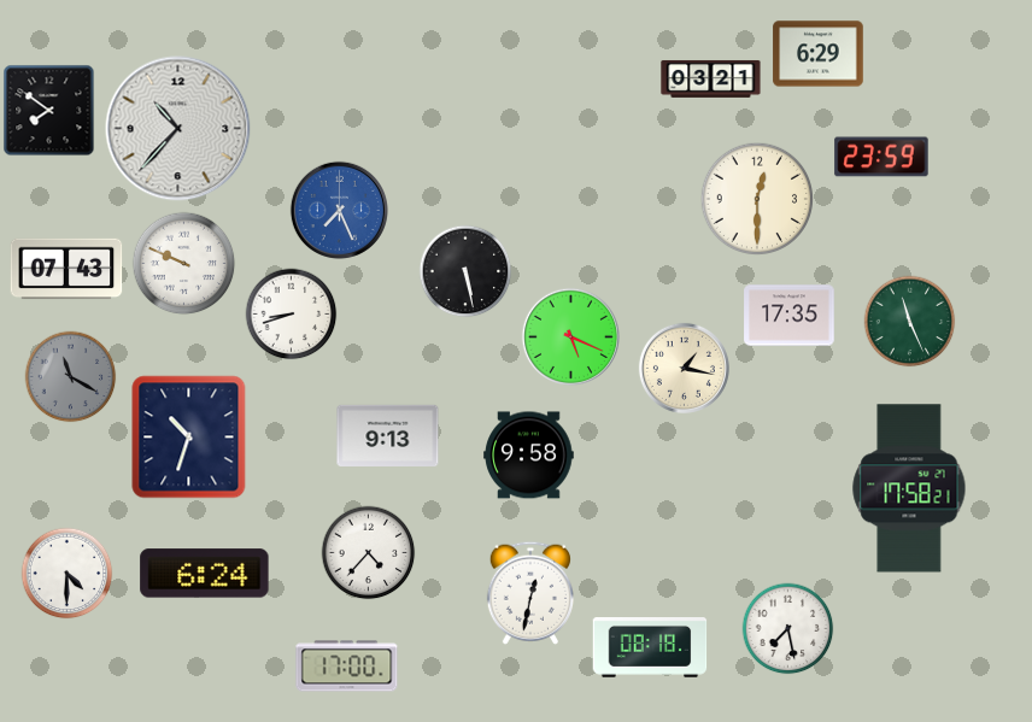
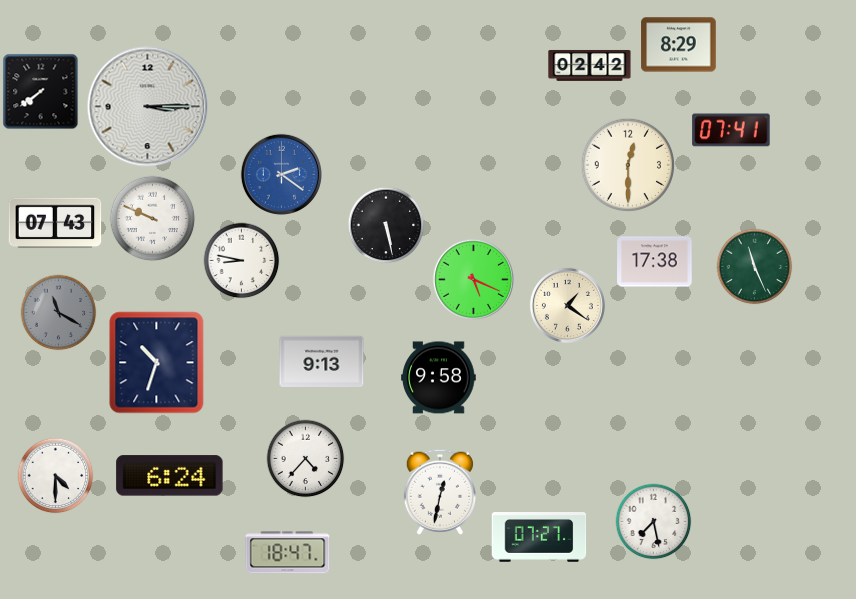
clock at (819, 54): 6:29 -> 8:29
clock at (711, 78): 03:21 -> 02:42
clock at (49, 111): 7:51 -> 7:39
clock at (178, 129): 10:37 -> 3:15
clock at (881, 157): 23:59 -> 07:41
clock at (339, 210): 7:26 -> 2:21
clock at (292, 315): 8:42 -> 8:47
clock at (790, 316): 17:35 -> 17:38
clock at (684, 368): 1:17 -> 1:21
clock at (909, 488): 17:58 -> none
clock at (650, 648): 08:18 -> 07:27
clock at (347, 667): 17:00 -> 18:47
